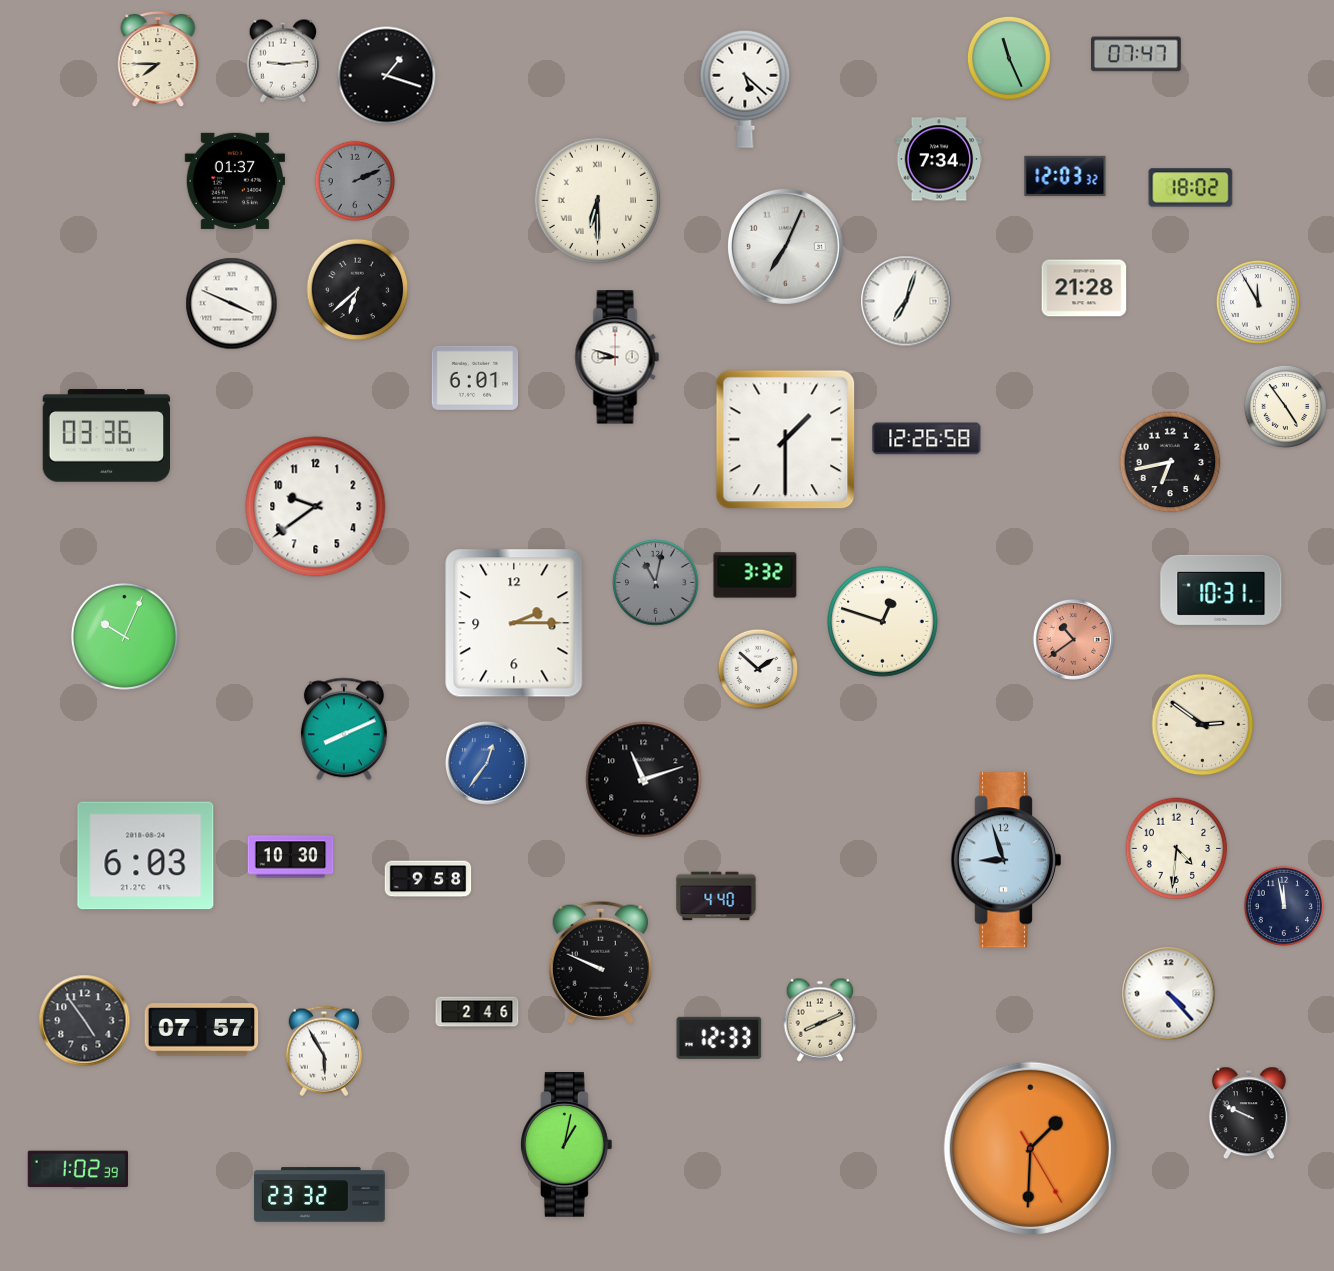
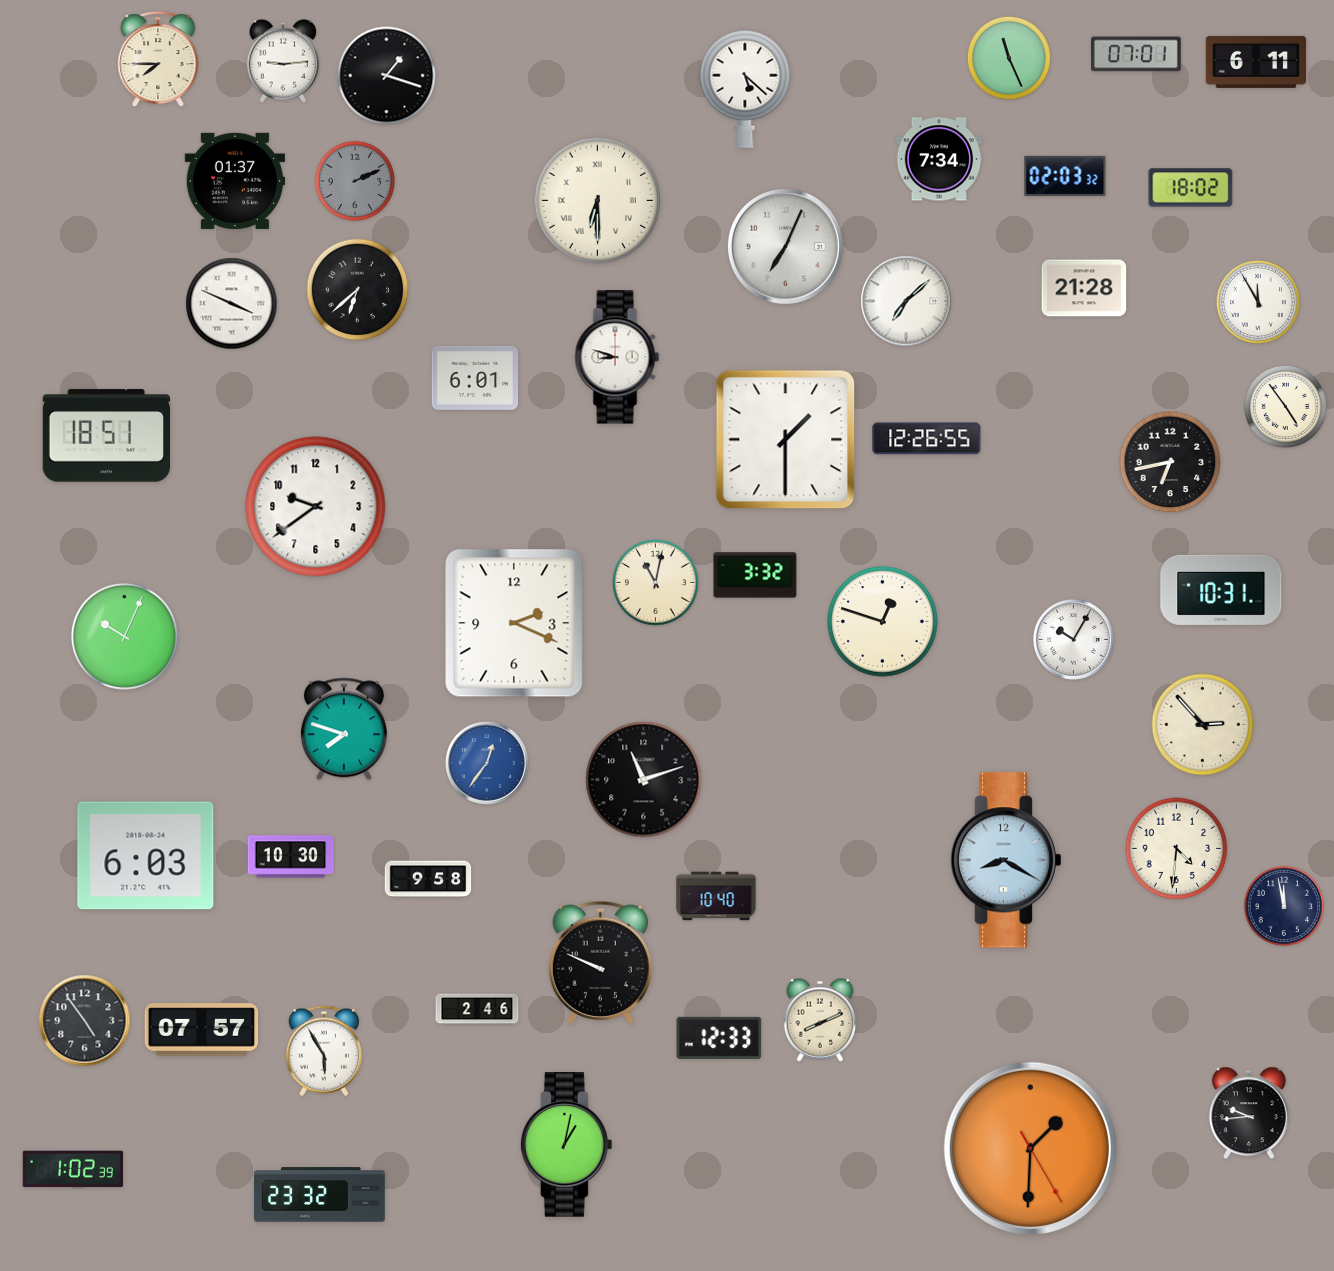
clock at (1137, 54): 07:47 -> 07:01
clock at (1256, 62): none -> 6:11
clock at (1065, 176): 12:03 -> 02:03
clock at (906, 301): 7:03 -> 7:08
clock at (106, 436): 03:36 -> 18:51
clock at (927, 439): 12:26:58 -> 12:26:55
clock at (656, 583) dial: grey -> cream
clock at (514, 623): 2:15 -> 2:19
clock at (1073, 639): 10:39 -> 10:05
clock at (1073, 639) dial: salmon -> white
clock at (758, 669): 1:52 -> none
clock at (1203, 725): 2:51 -> 2:53
clock at (344, 729): 8:11 -> 7:48
clock at (1005, 860): 8:57 -> 8:20
clock at (716, 896): 4:40 -> 10:40
clock at (1169, 994): 4:23 -> none
clock at (477, 1012) position: (477, 1012) -> (477, 1009)
clock at (1249, 1113): 9:49 -> 9:44
clock at (77, 1169) position: (77, 1169) -> (72, 1169)
